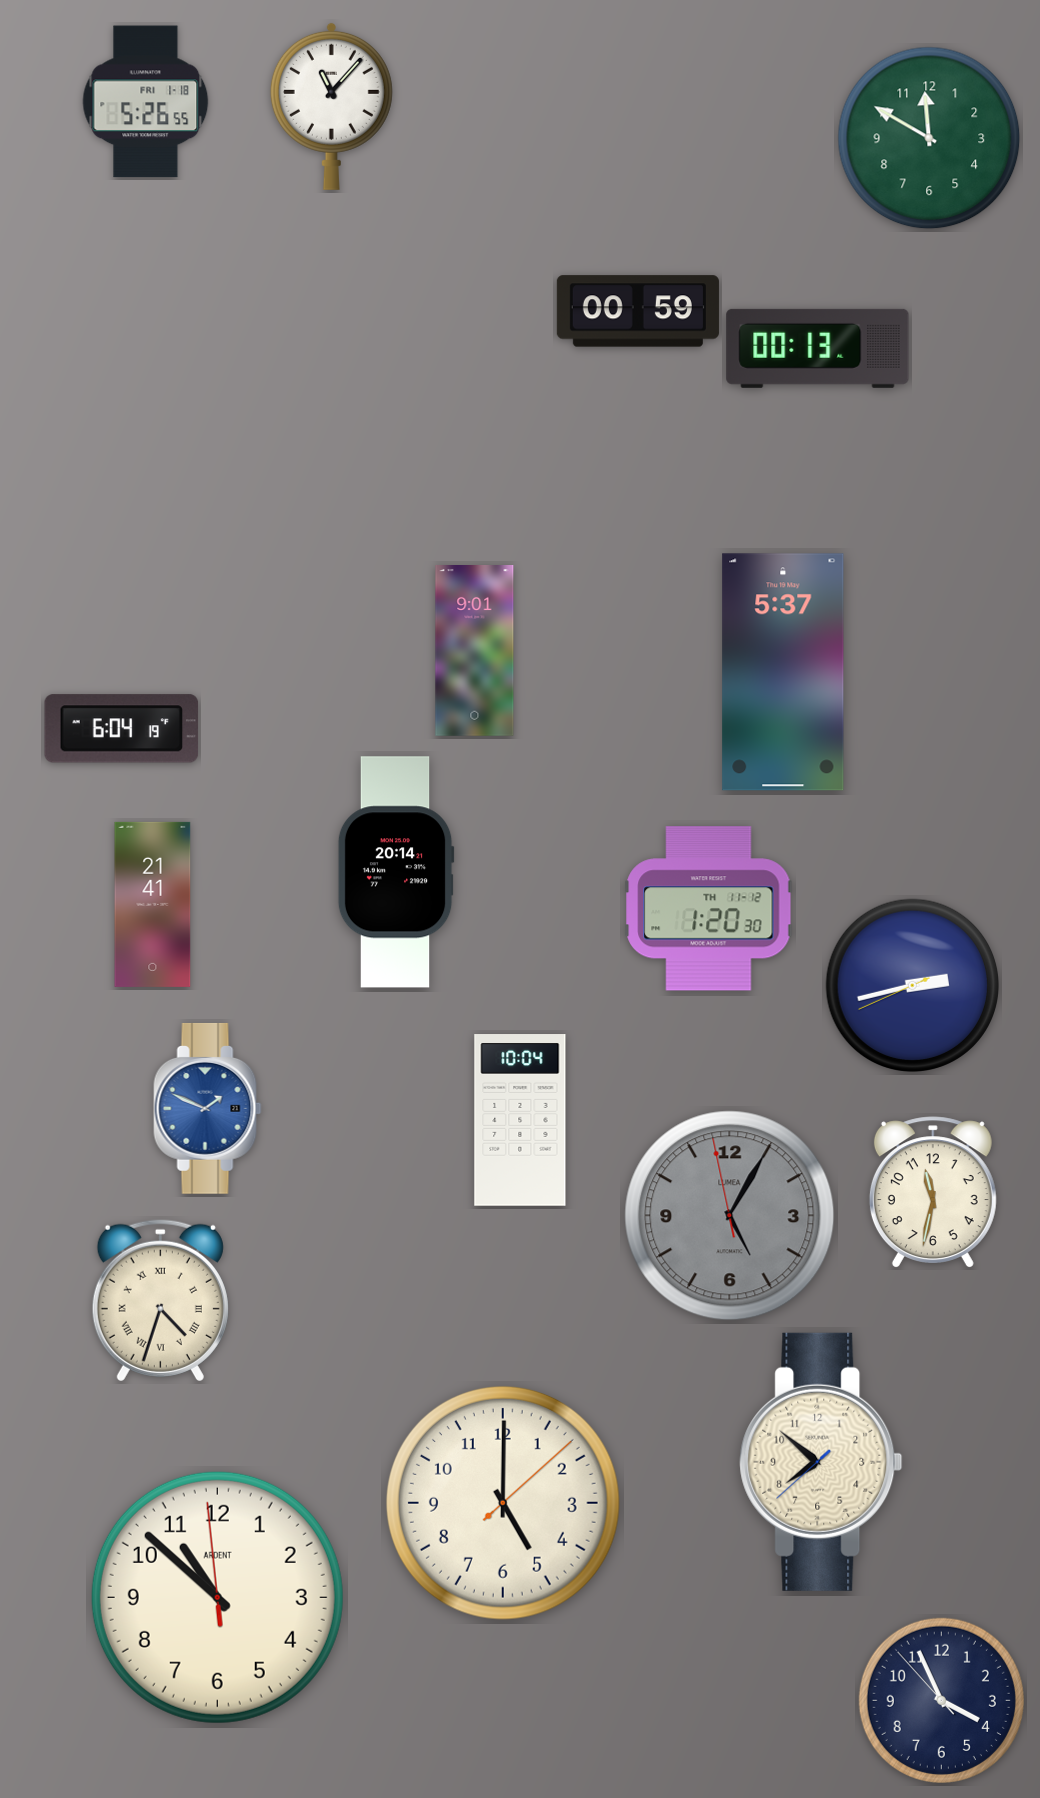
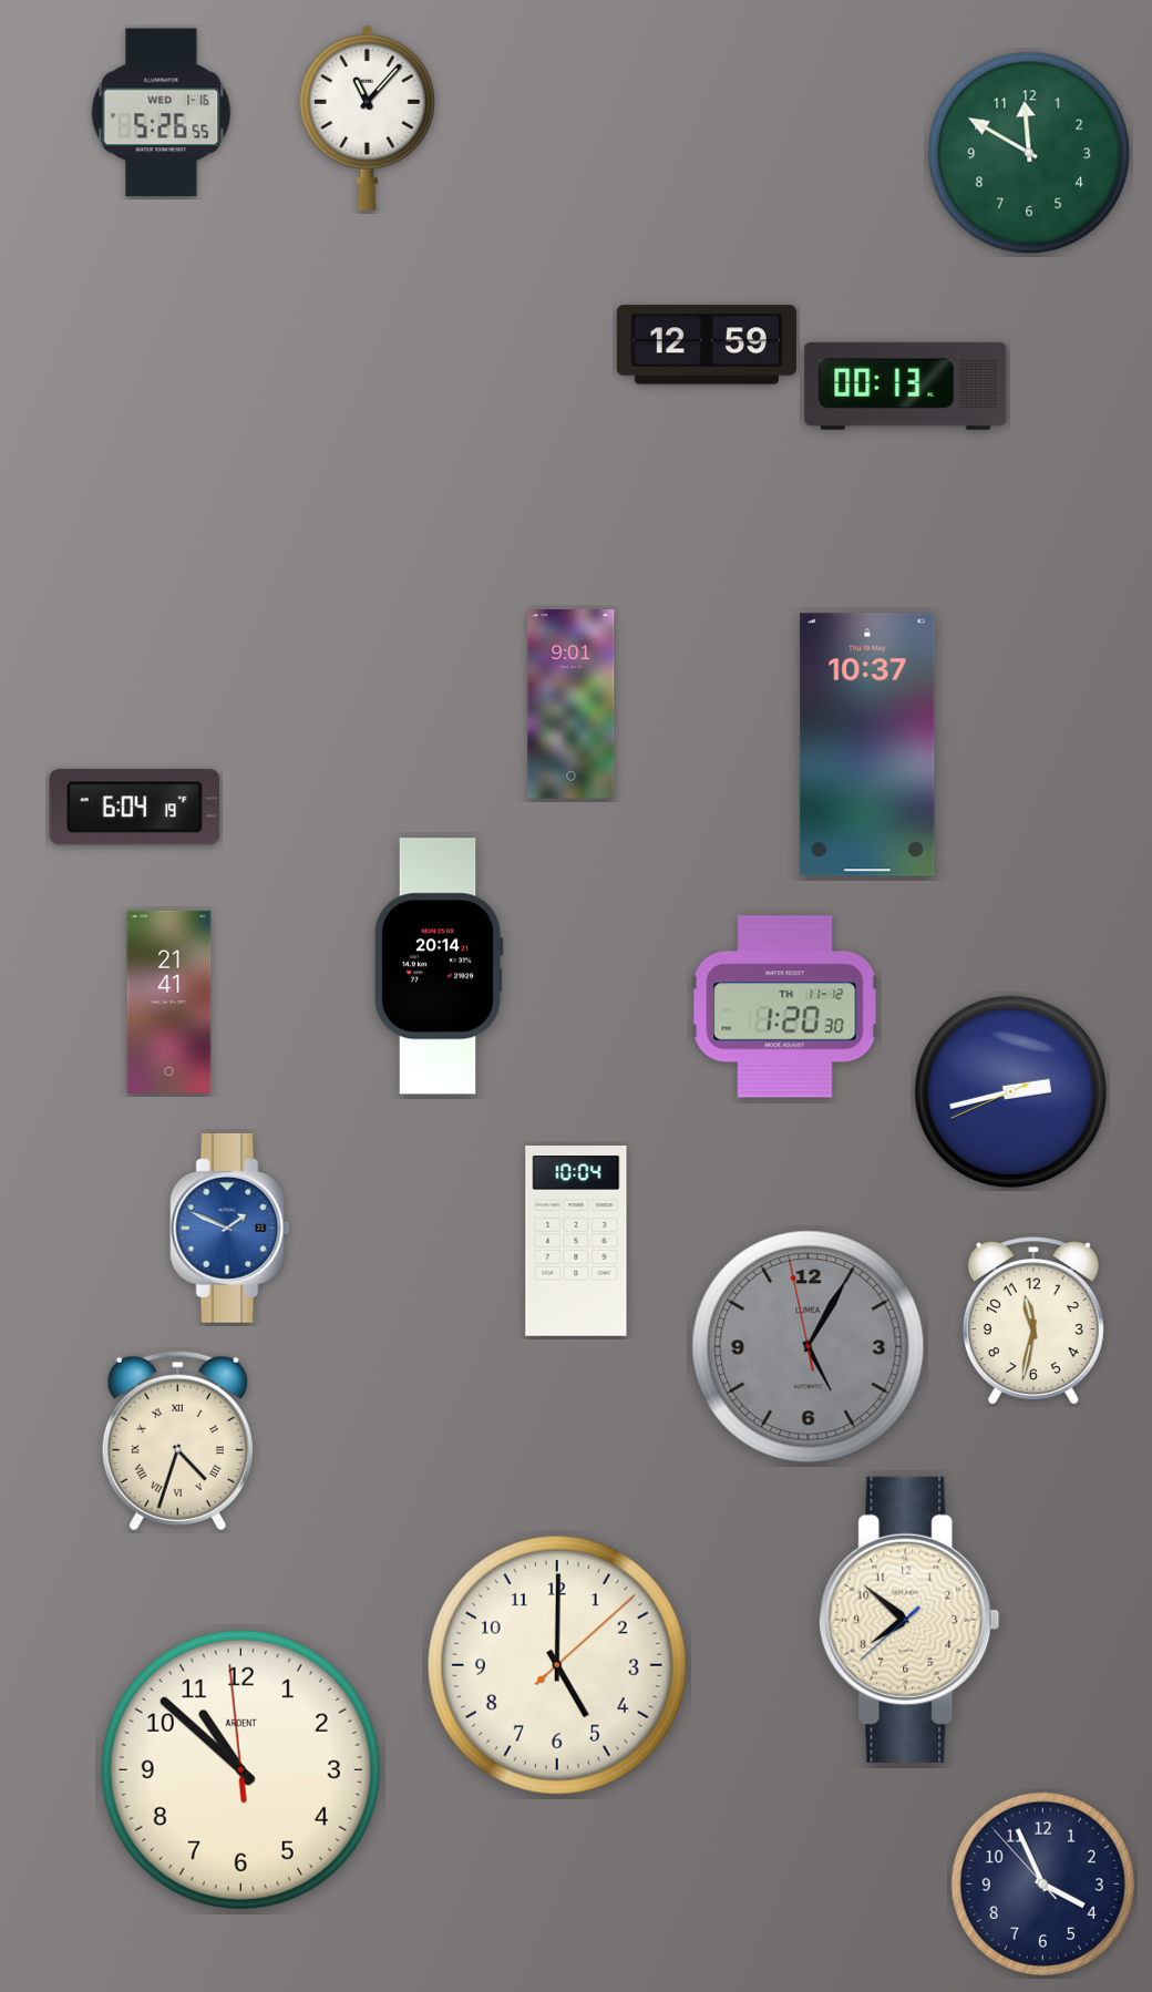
clock at (146, 102) date: FRI 1-18 -> WED 1-16
clock at (638, 311): 00:59 -> 12:59
clock at (475, 651) position: (475, 651) -> (572, 705)
clock at (783, 672): 5:37 -> 10:37
